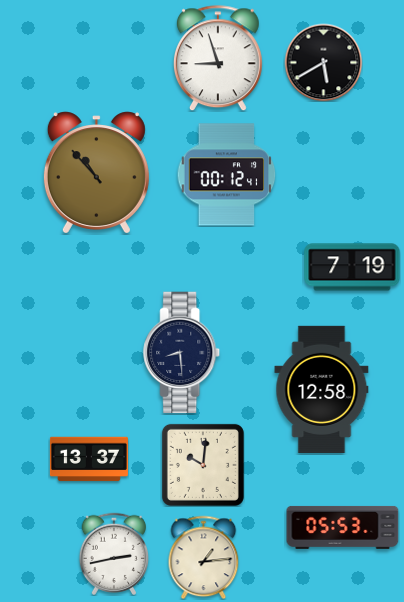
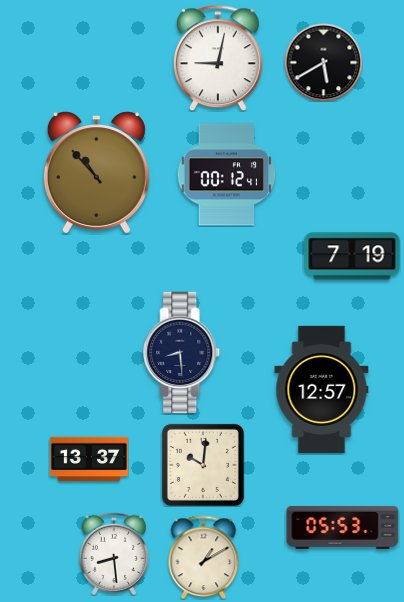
clock at (218, 58): 8:57 -> 9:02
clock at (352, 267) position: (352, 267) -> (352, 256)
clock at (322, 389): 12:58 -> 12:57
clock at (113, 554): 2:43 -> 8:29
clock at (204, 557): 1:14 -> 1:10
